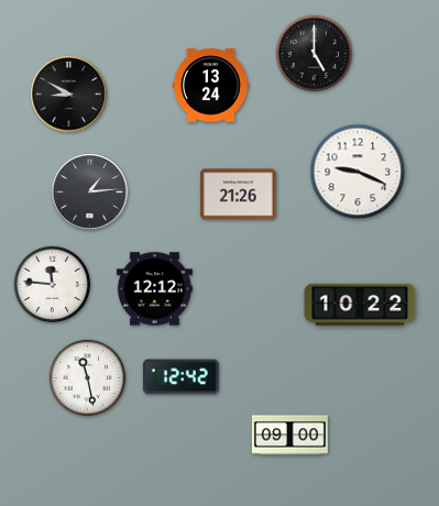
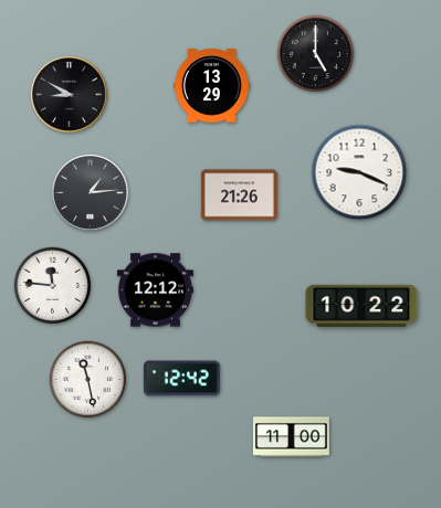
clock at (210, 86): 13:24 -> 13:29
clock at (289, 436): 09:00 -> 11:00
